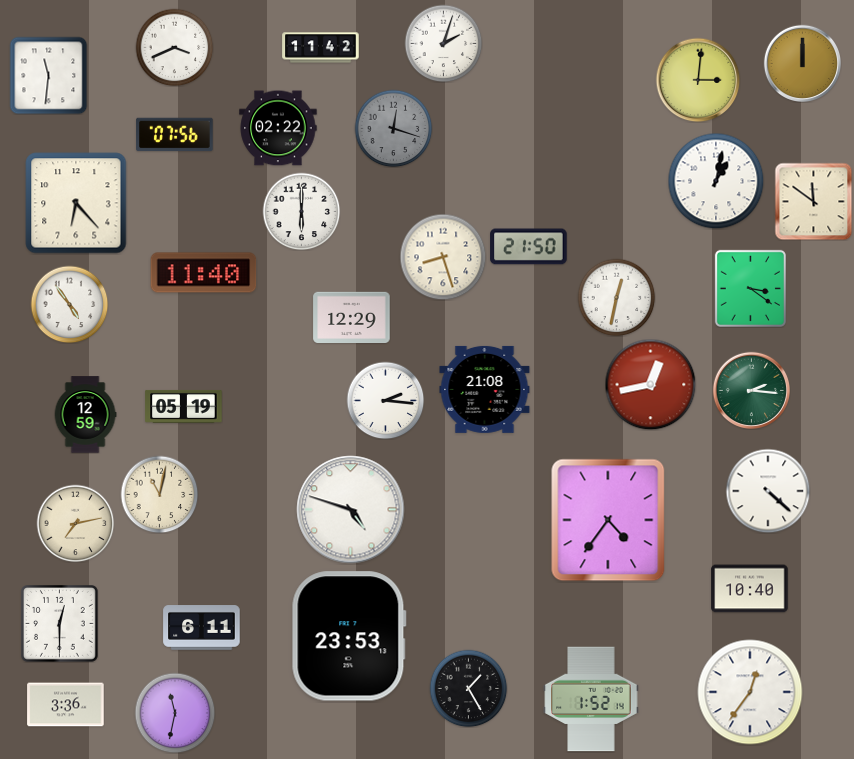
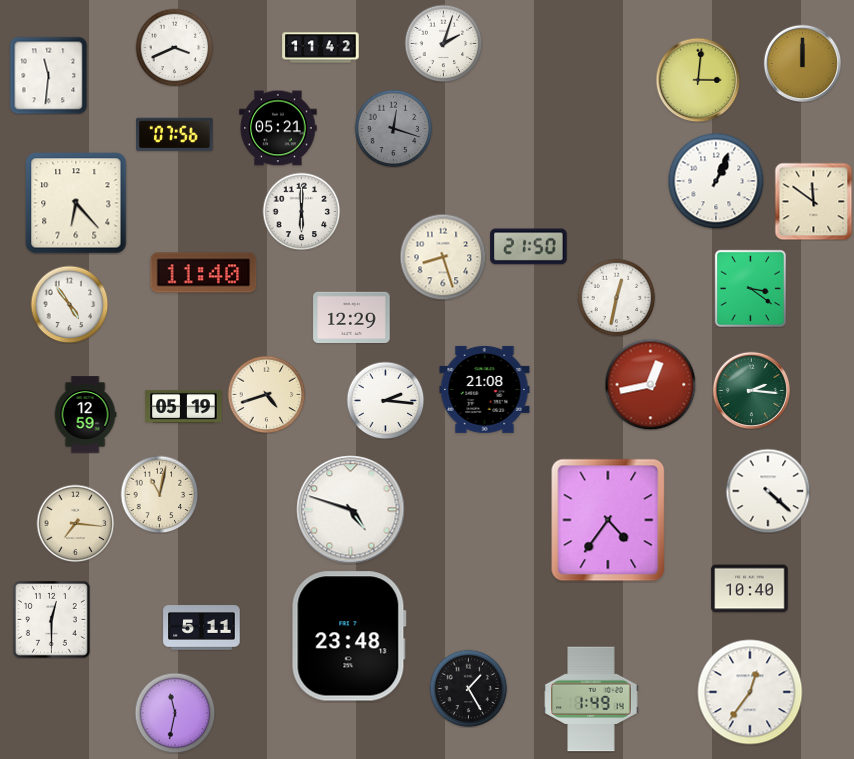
clock at (278, 128): 02:22 -> 05:21
clock at (716, 181): 1:02 -> 1:04
clock at (266, 394): none -> 4:42
clock at (75, 523): 7:13 -> 7:16
clock at (60, 624) position: (60, 624) -> (52, 620)
clock at (202, 628): 6:11 -> 5:11
clock at (349, 636): 23:53 -> 23:48
clock at (591, 699): 1:52 -> 1:49
clock at (66, 705): 3:36 -> none
